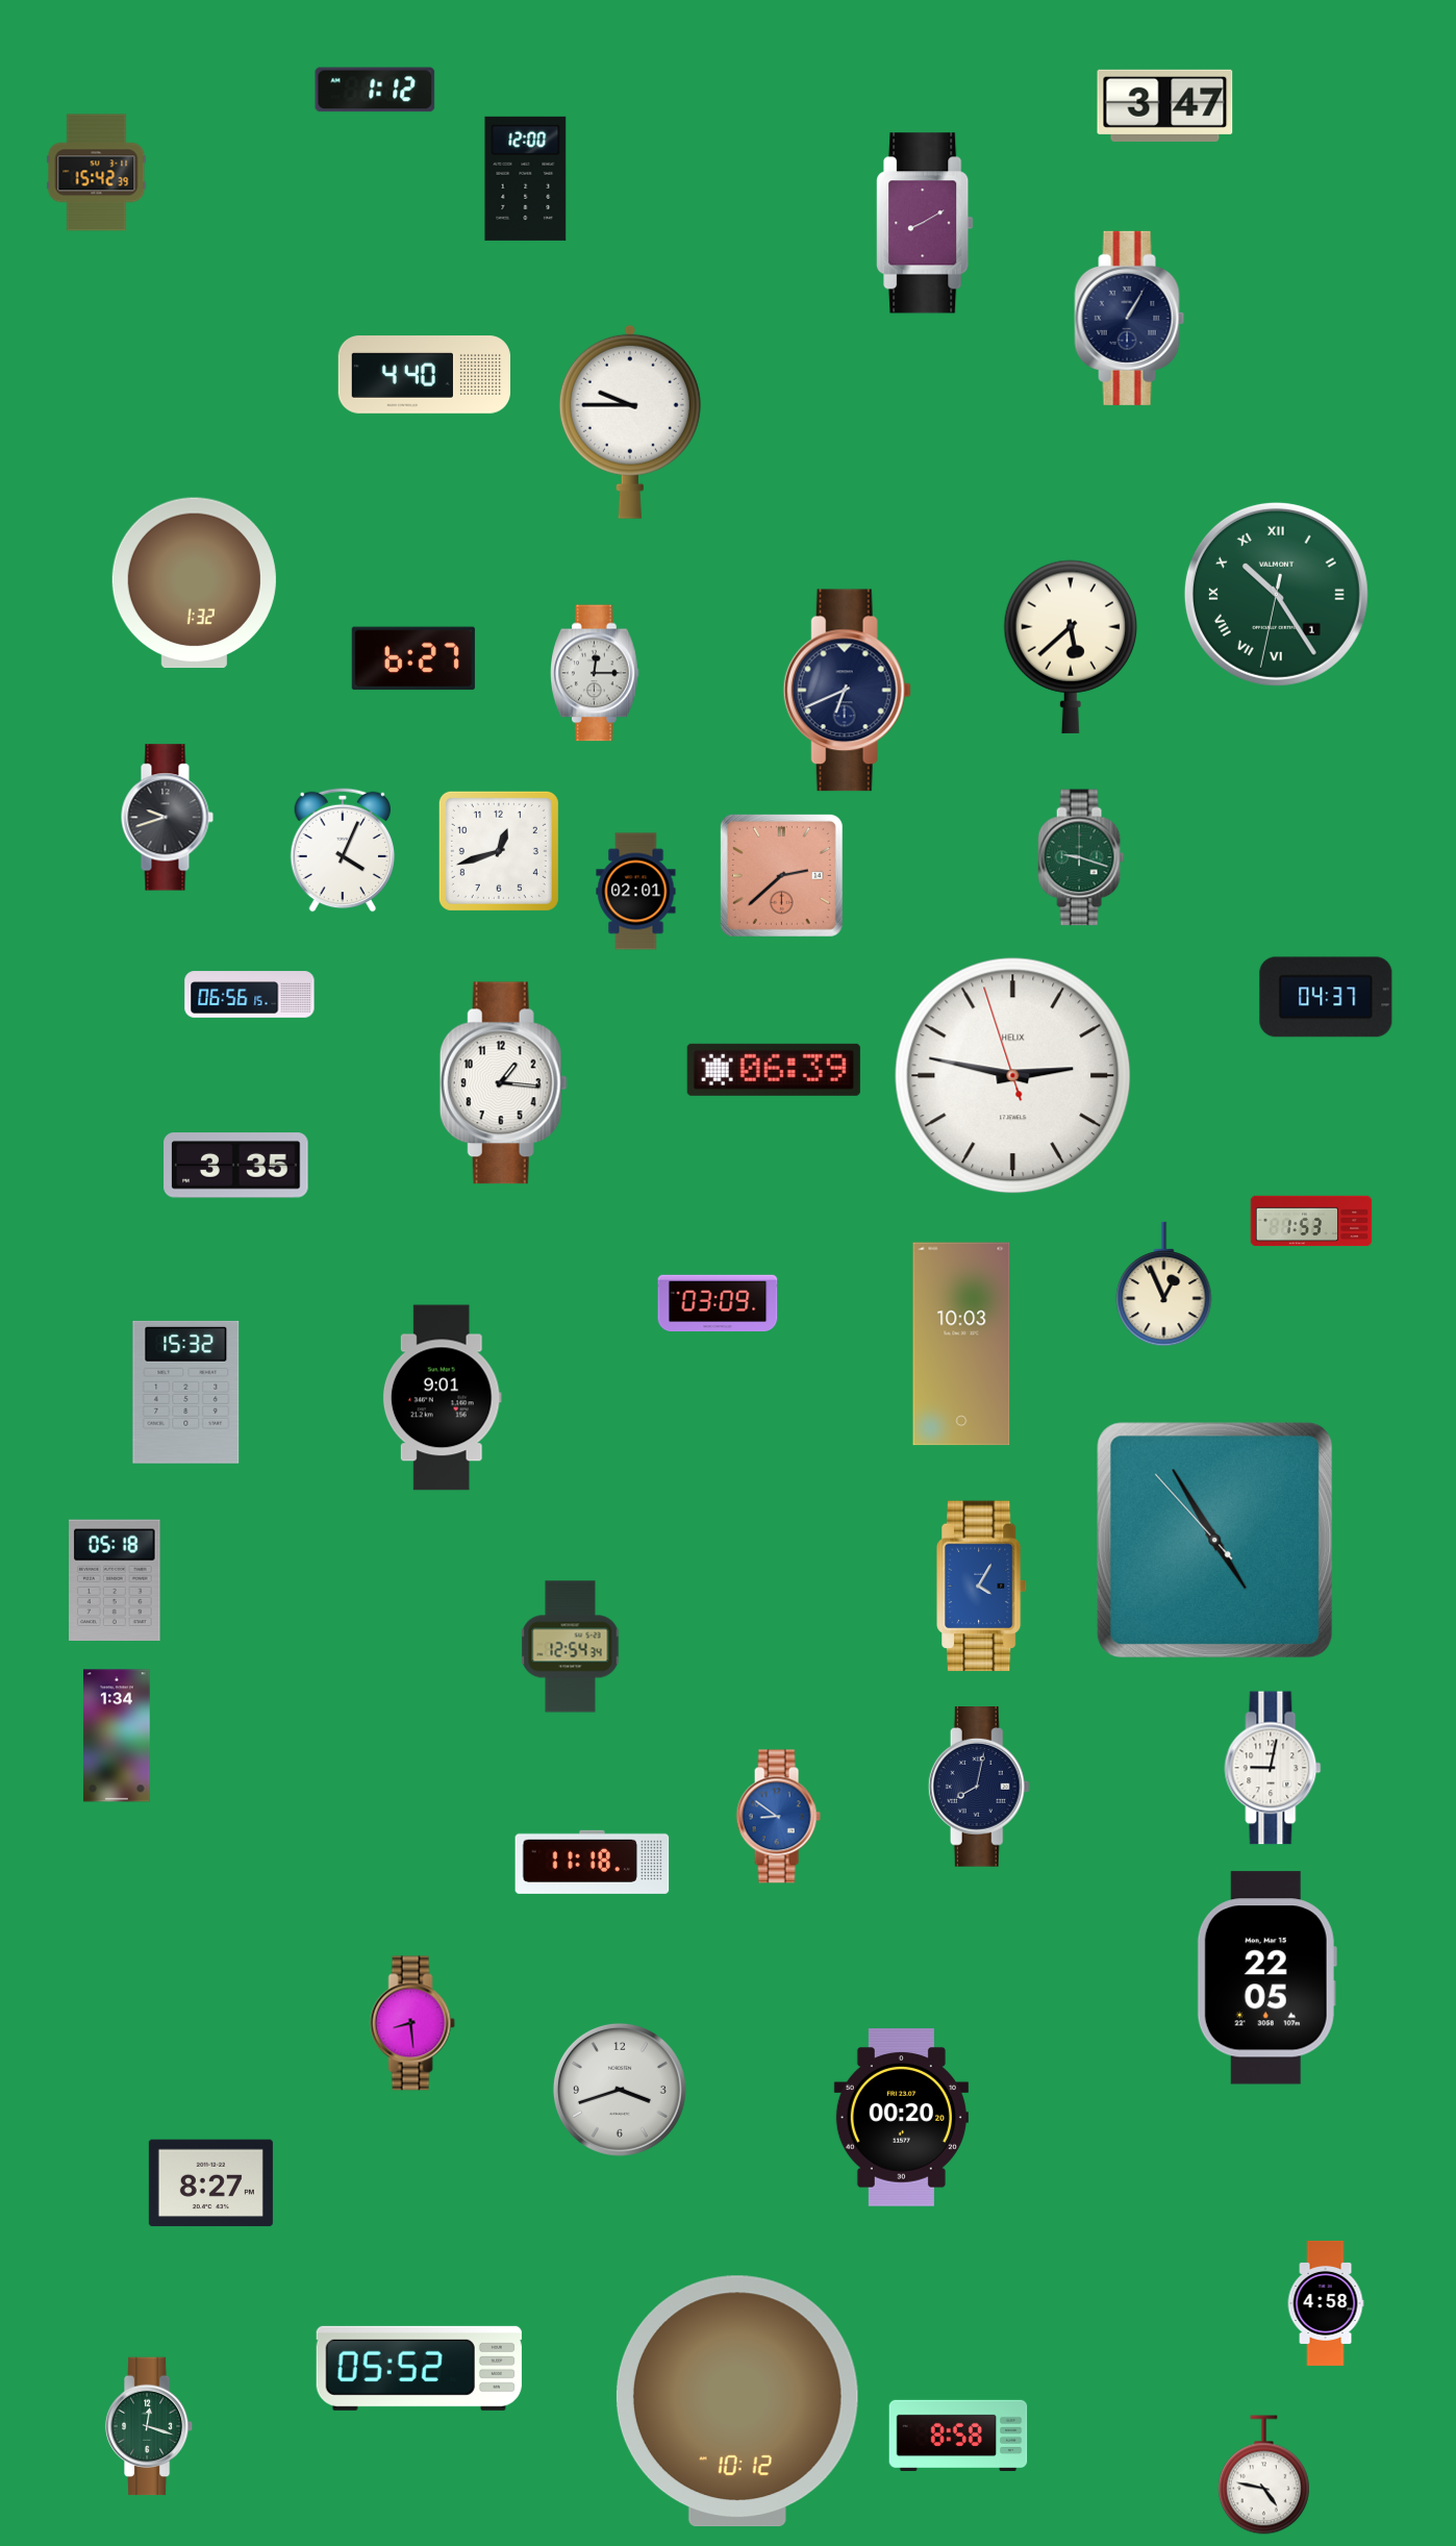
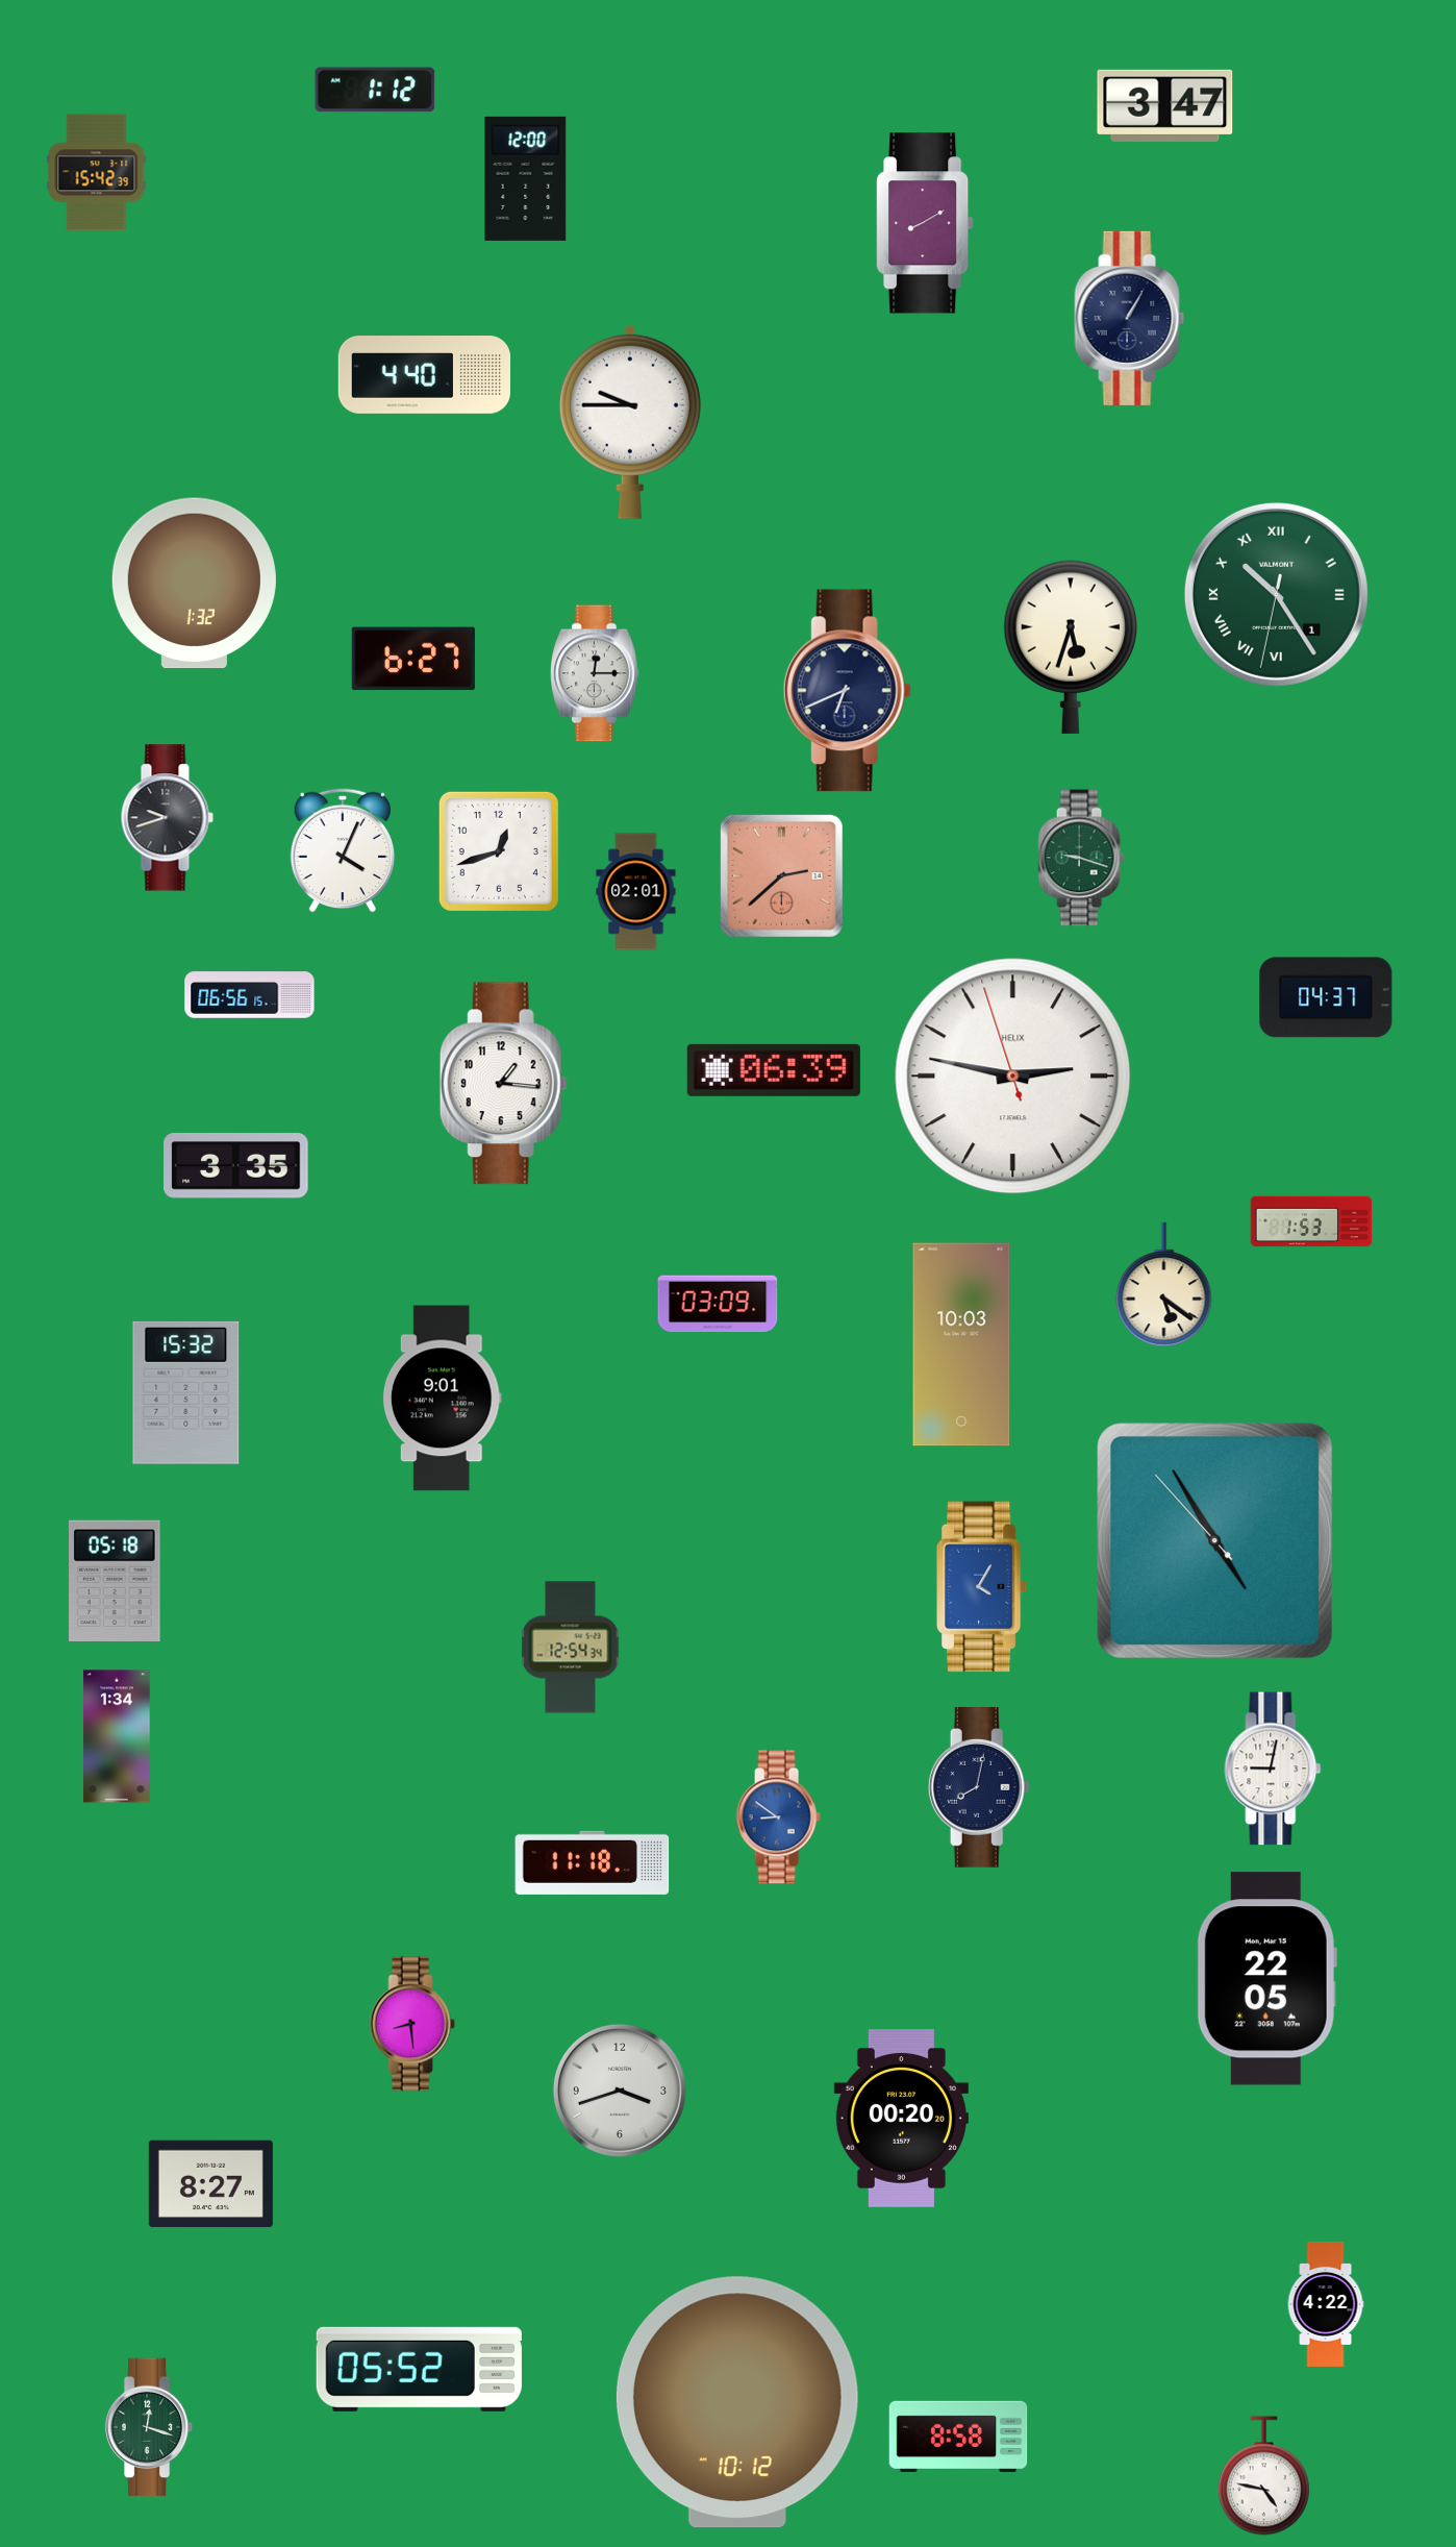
clock at (1070, 647): 5:38 -> 5:33
clock at (1164, 1284): 12:56 -> 5:21
clock at (1326, 2303): 4:58 -> 4:22
